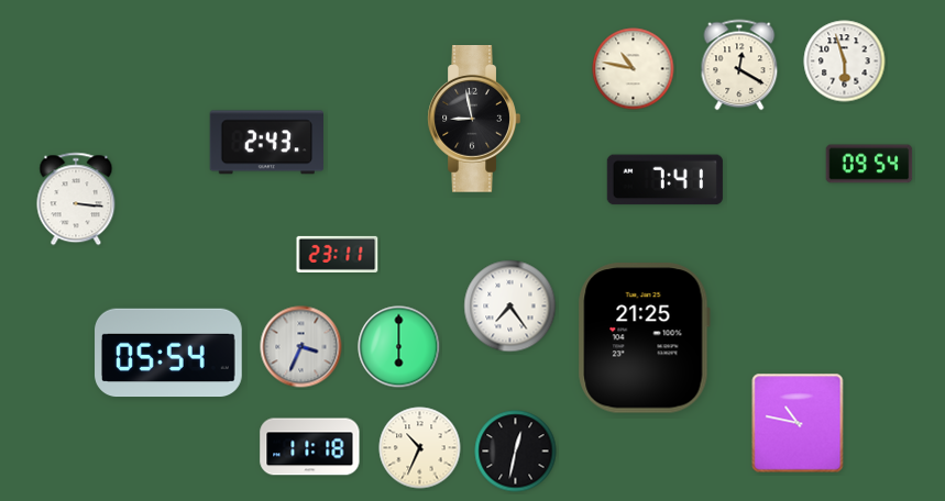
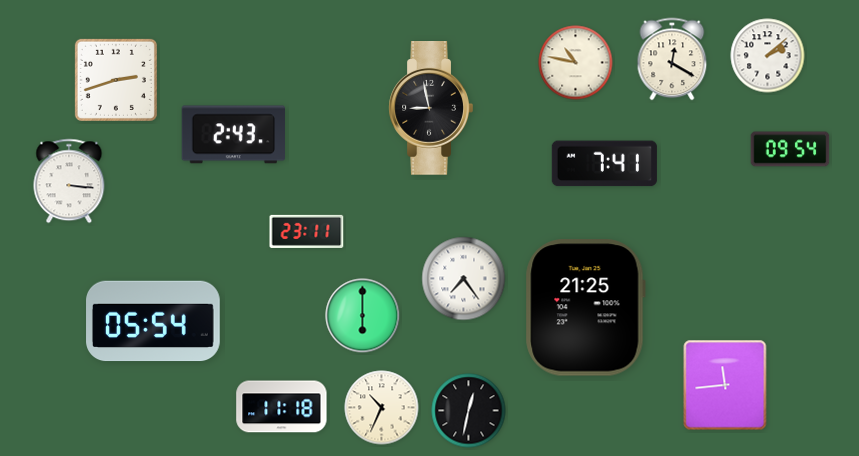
clock at (845, 62): 5:57 -> 2:08
clock at (116, 80): none -> 2:42
clock at (266, 143) position: (266, 143) -> (233, 135)
clock at (301, 347): 3:34 -> none
clock at (798, 423): 10:47 -> 11:44
